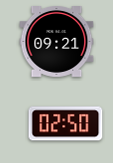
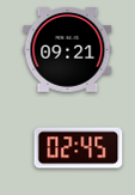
clock at (66, 124): 02:50 -> 02:45
